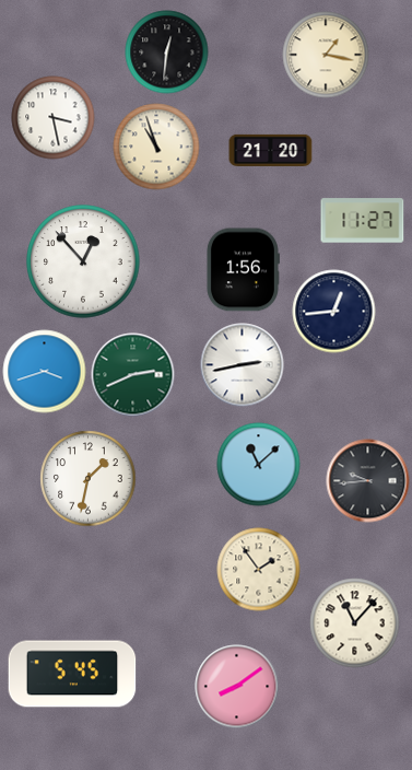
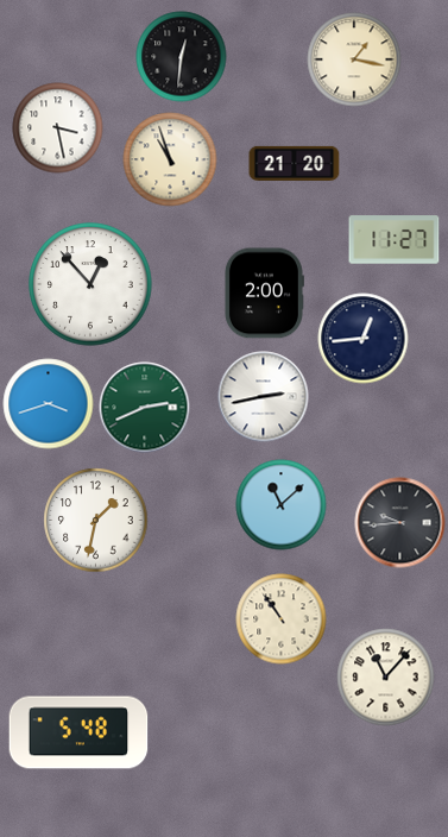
clock at (243, 270): 1:56 -> 2:00
clock at (259, 570): 1:54 -> 10:54
clock at (72, 674): 5:45 -> 5:48
clock at (237, 687): 8:09 -> none
